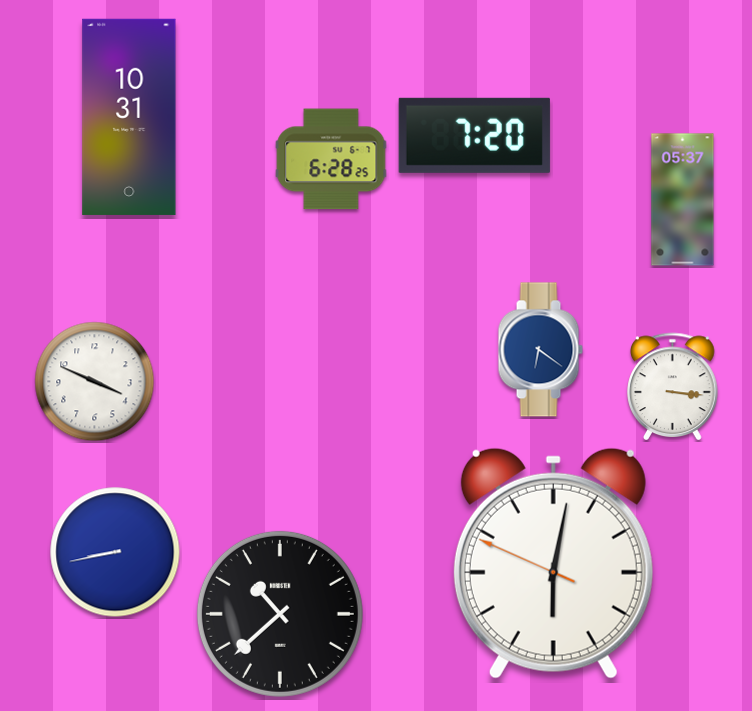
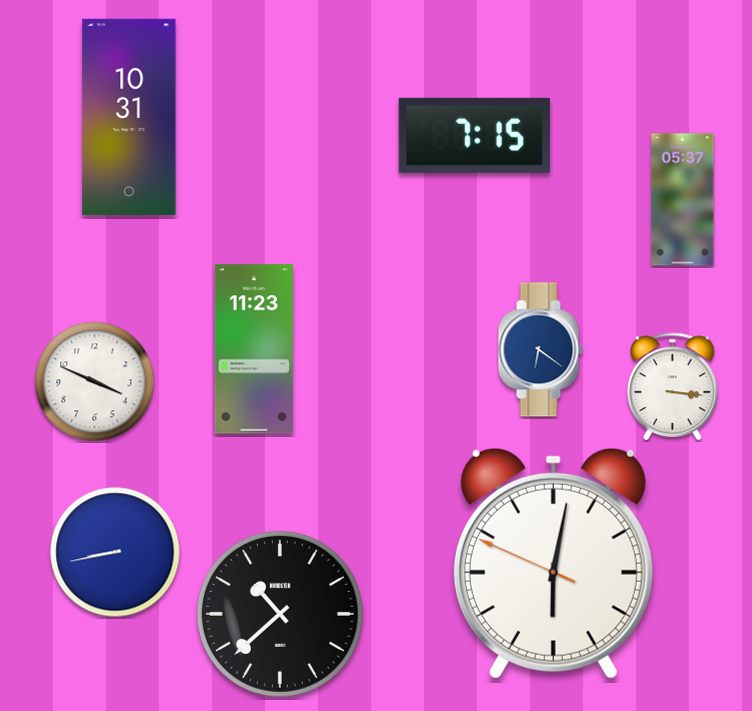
clock at (474, 135): 7:20 -> 7:15
clock at (331, 159): 6:28 -> none
clock at (254, 349): none -> 11:23
